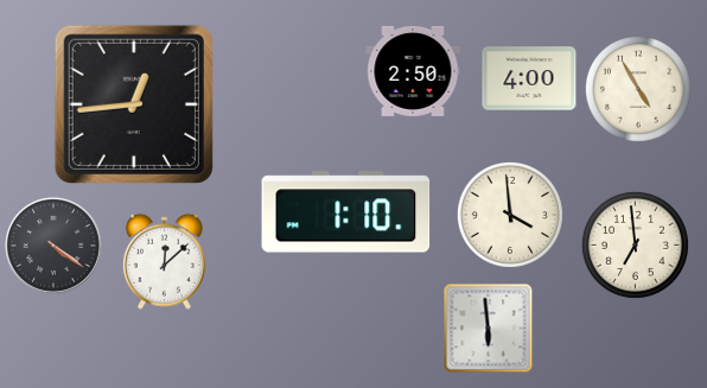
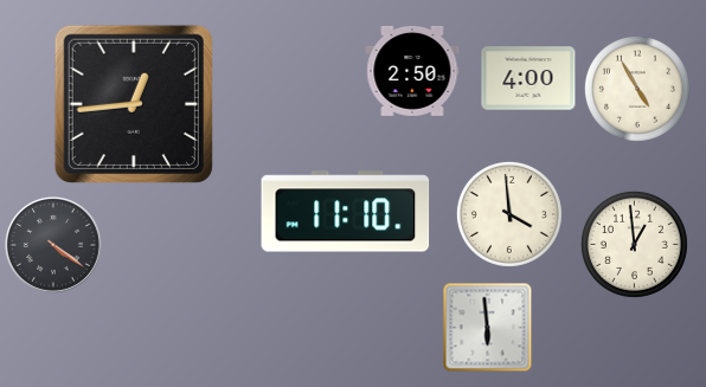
clock at (346, 212): 1:10 -> 11:10
clock at (635, 244): 6:59 -> 12:59
clock at (164, 261): 12:08 -> none
